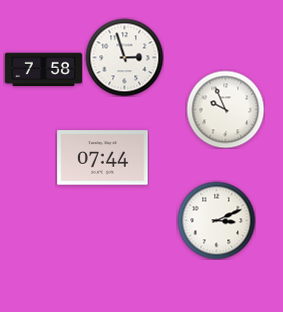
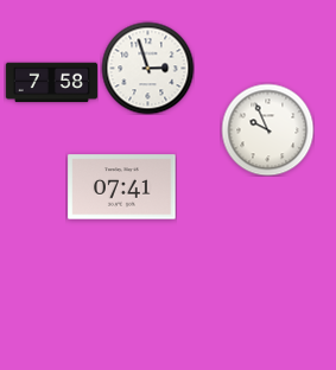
clock at (103, 158): 07:44 -> 07:41
clock at (216, 220): 3:11 -> none
